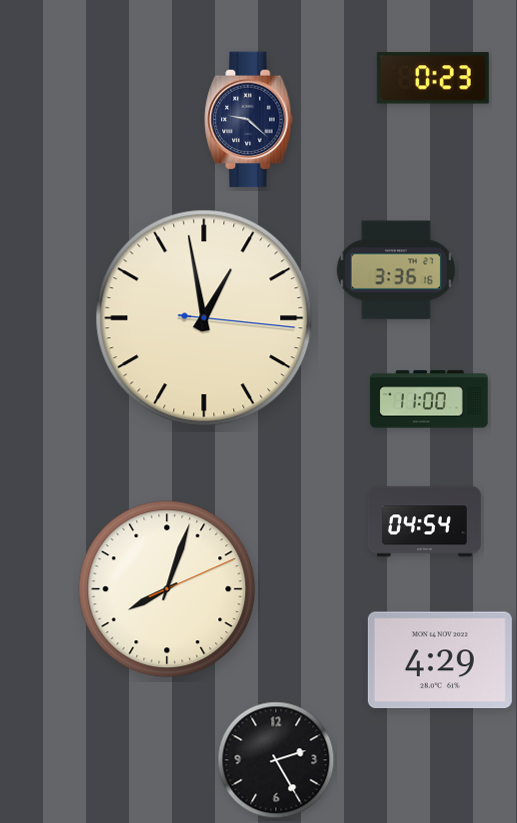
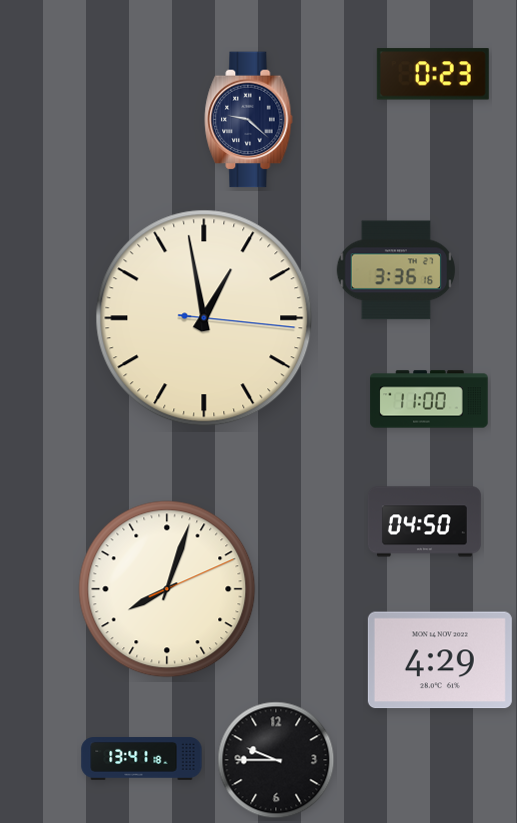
clock at (433, 78) position: (433, 78) -> (433, 74)
clock at (424, 522): 04:54 -> 04:50
clock at (142, 759): none -> 13:41
clock at (276, 760): 2:25 -> 9:45
